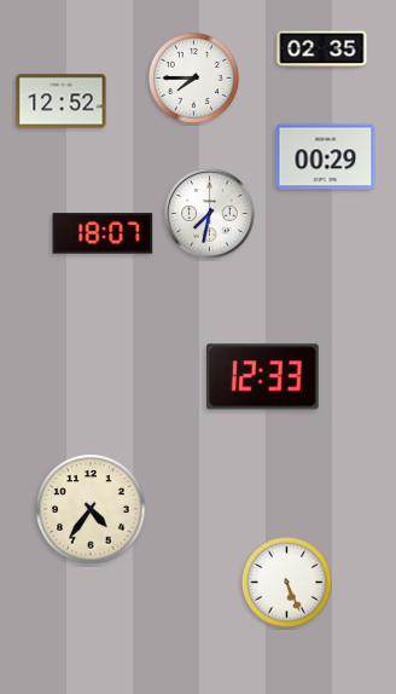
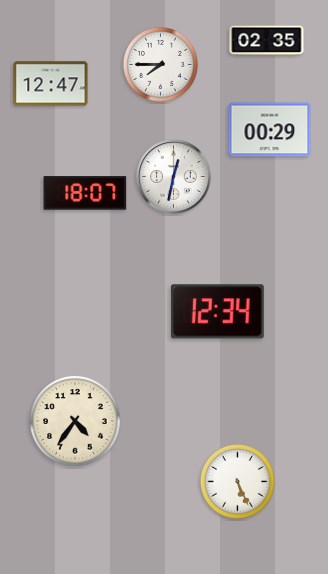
clock at (62, 102): 12:52 -> 12:47
clock at (210, 214): 7:32 -> 12:32
clock at (262, 377): 12:33 -> 12:34
